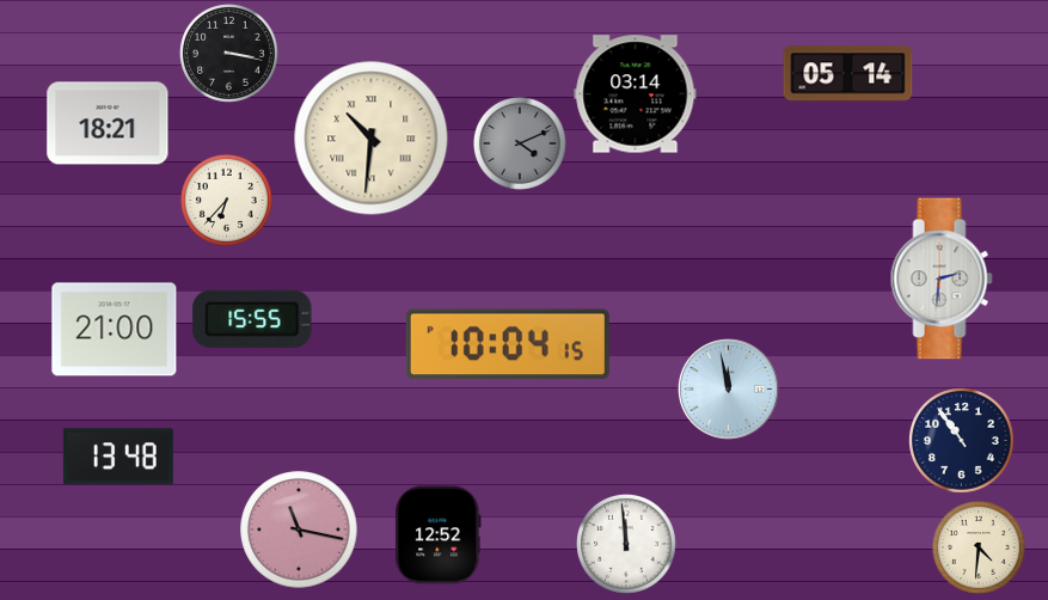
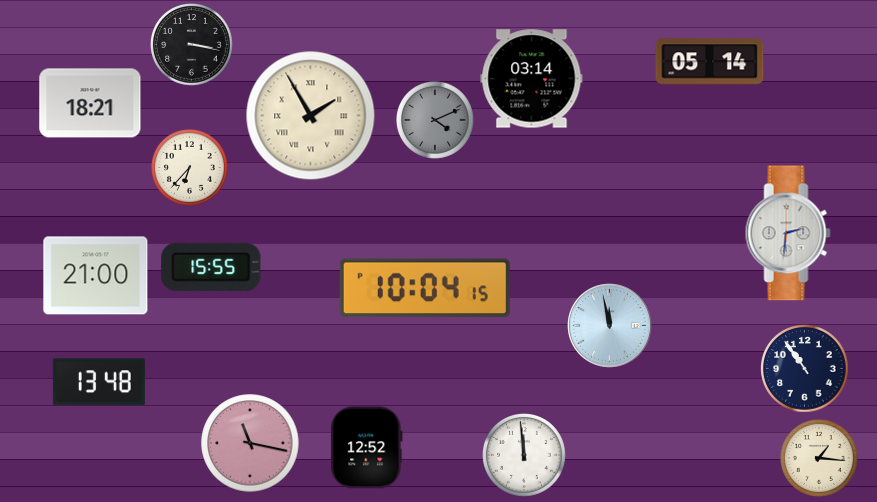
clock at (372, 139): 10:31 -> 1:55
clock at (979, 547): 4:31 -> 1:16
